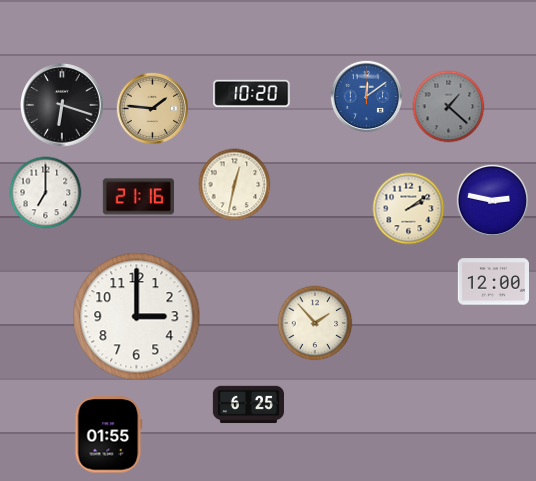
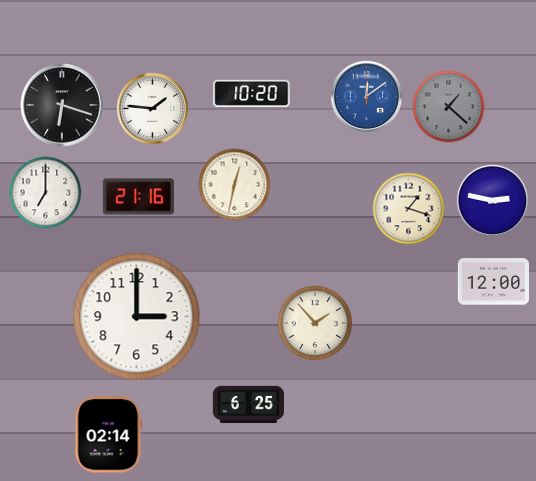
clock at (152, 108) dial: champagne -> white
clock at (409, 209): 2:09 -> 1:18
clock at (109, 435): 01:55 -> 02:14
